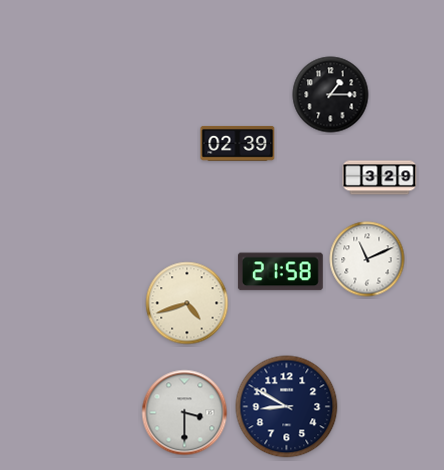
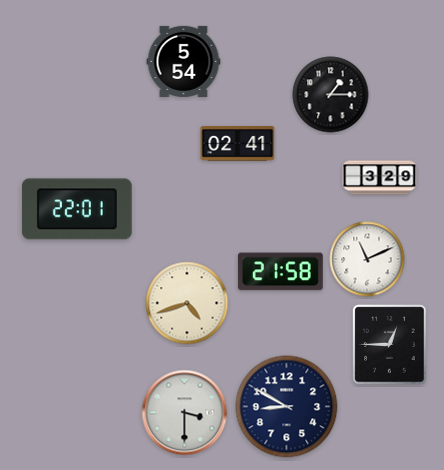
clock at (184, 61): none -> 5:54
clock at (238, 143): 02:39 -> 02:41
clock at (77, 209): none -> 22:01
clock at (390, 345): none -> 12:45
